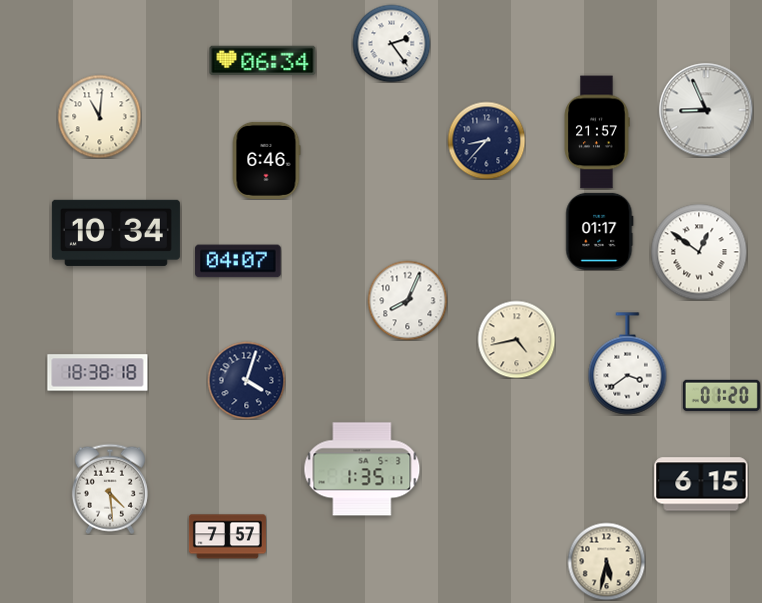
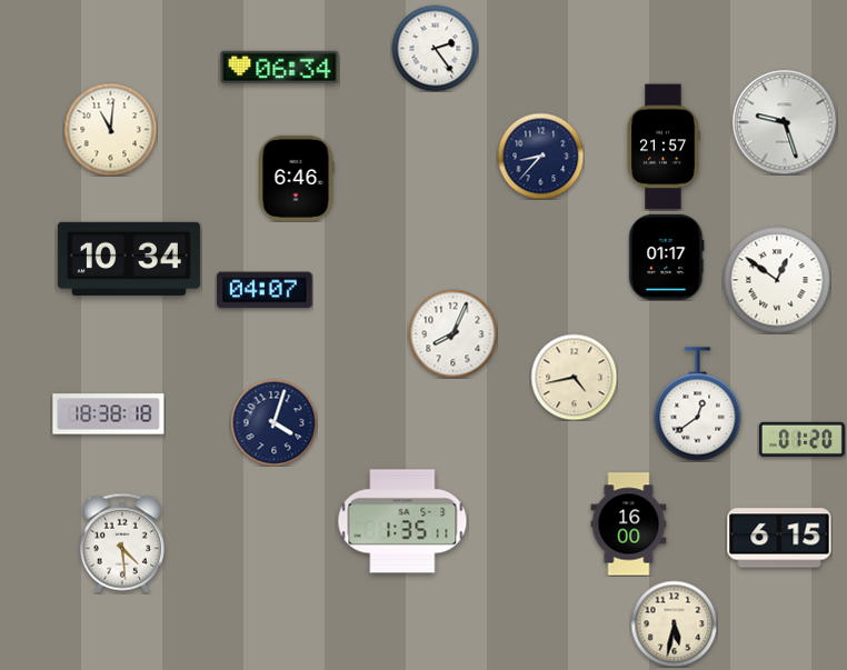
clock at (263, 61) position: (263, 61) -> (280, 68)
clock at (706, 110): 8:56 -> 9:27
clock at (628, 364): 3:39 -> 12:39
clock at (629, 524): none -> 16:00
clock at (227, 537): 7:57 -> none
